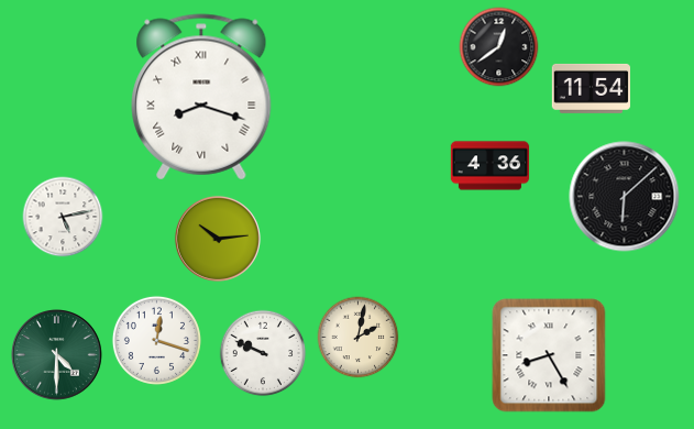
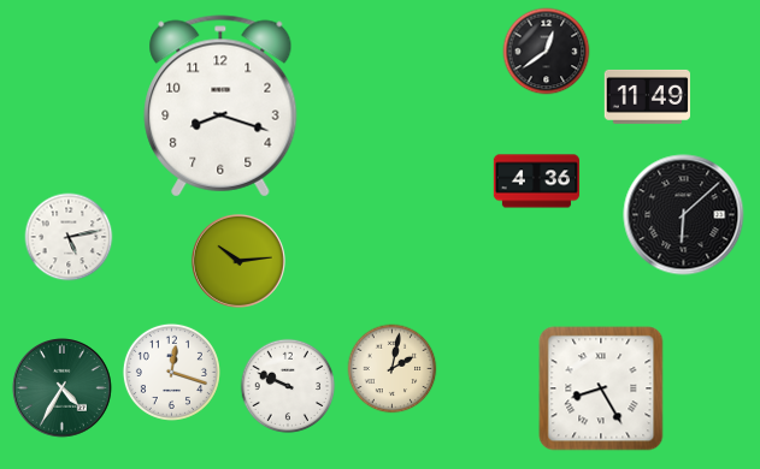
clock at (591, 88): 11:54 -> 11:49
clock at (201, 97) numerals: Roman -> Arabic
clock at (57, 355): 4:30 -> 4:35
